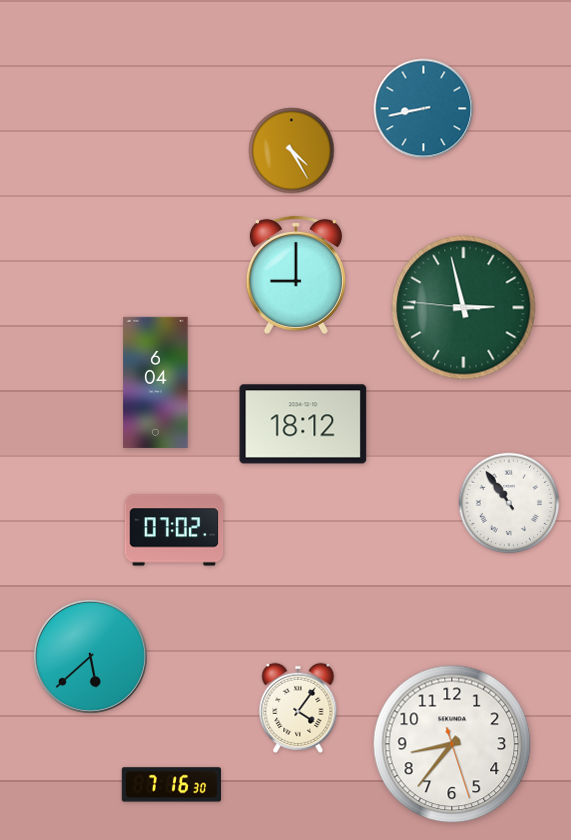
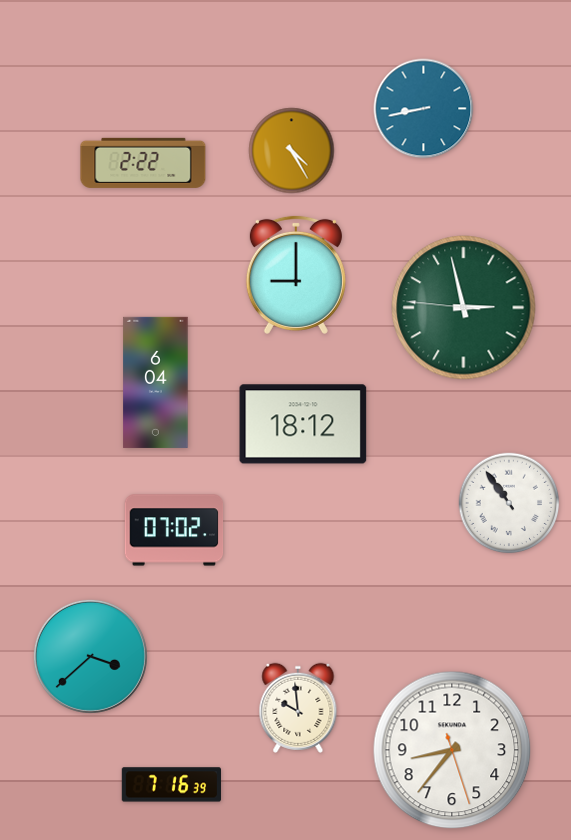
clock at (143, 163): none -> 2:22
clock at (90, 656): 5:38 -> 3:38
clock at (298, 708): 4:06 -> 9:59
clock at (452, 744) position: (452, 744) -> (452, 750)
clock at (171, 785): 7:16:30 -> 7:16:39
